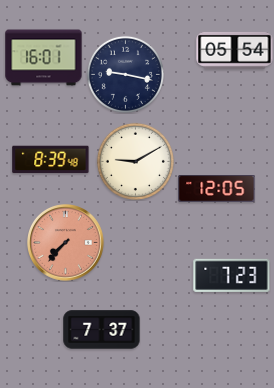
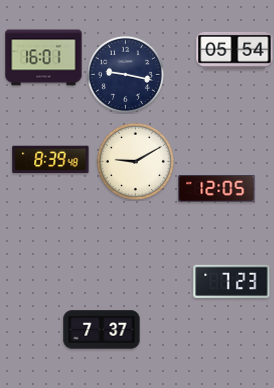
clock at (66, 243): 7:37 -> none
clock at (232, 275) position: (232, 275) -> (232, 281)
